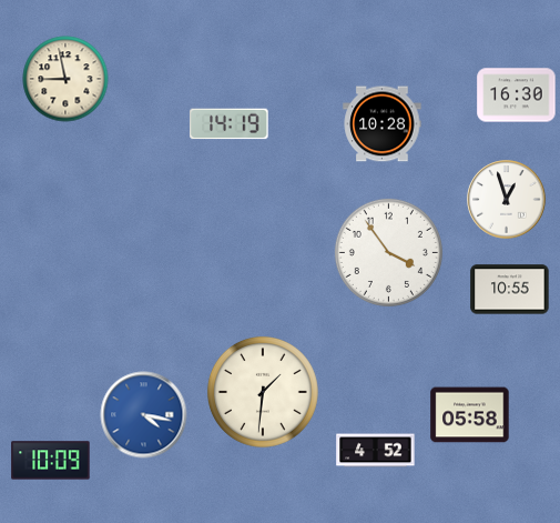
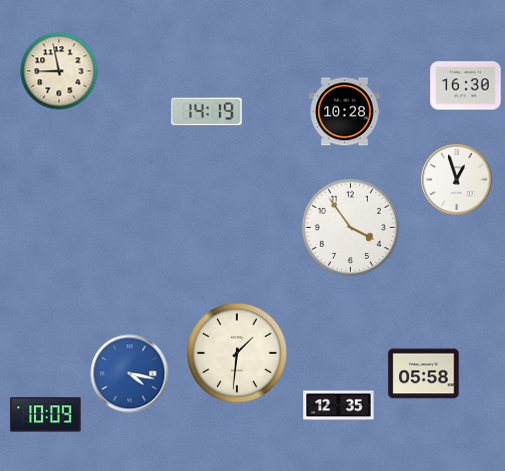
clock at (510, 290): 10:55 -> none
clock at (376, 451): 4:52 -> 12:35
